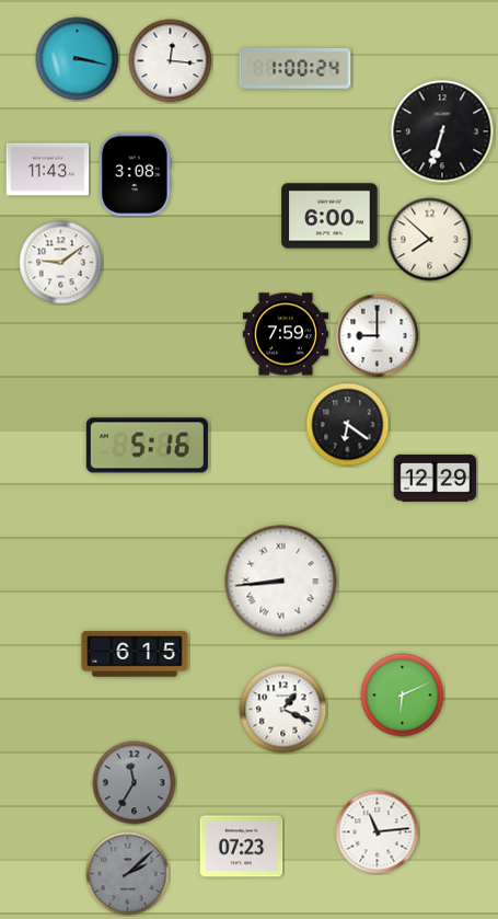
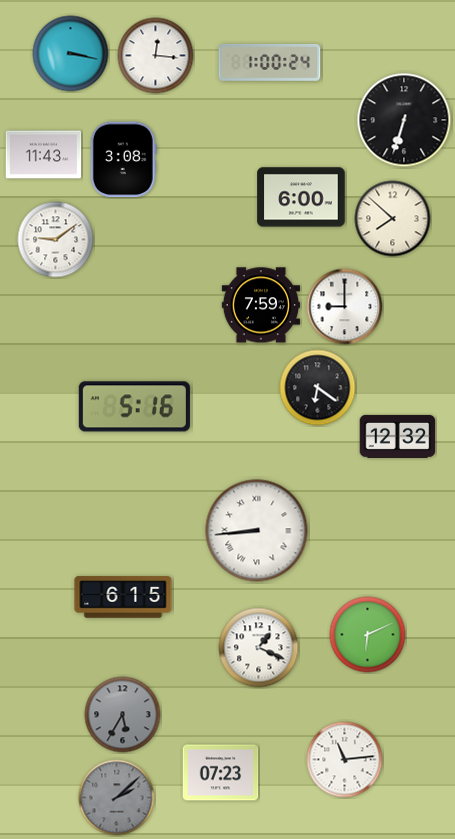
clock at (436, 478): 12:29 -> 12:32
clock at (135, 783): 11:35 -> 5:35
